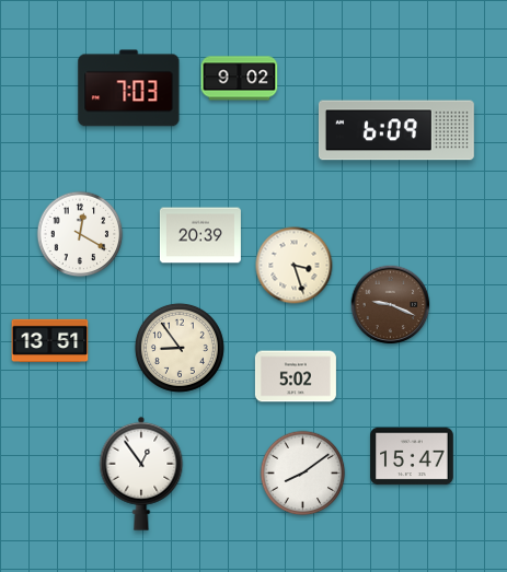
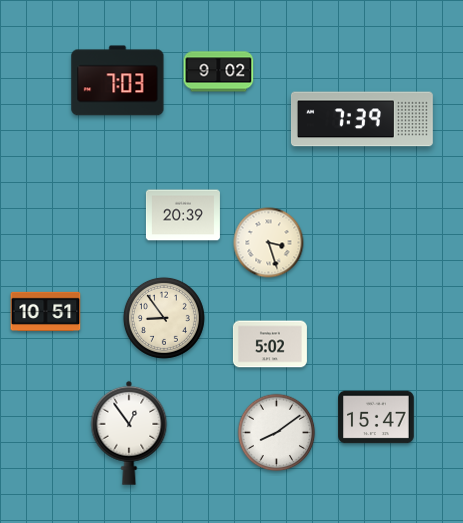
clock at (396, 130): 6:09 -> 7:39
clock at (80, 234): 12:20 -> none
clock at (391, 305): 9:19 -> none
clock at (50, 341): 13:51 -> 10:51
